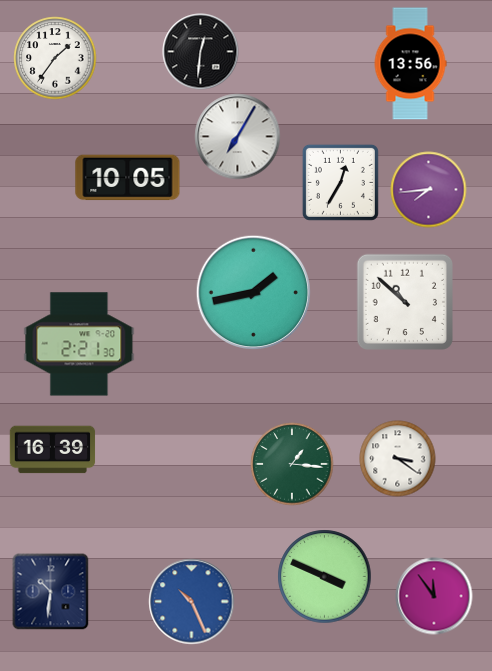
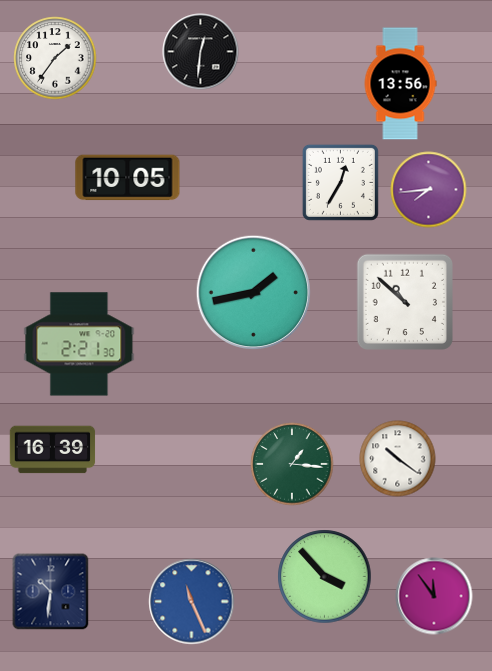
clock at (410, 64) position: (410, 64) -> (400, 84)
clock at (238, 137): 7:05 -> none
clock at (398, 459): 3:21 -> 10:21
clock at (325, 577): 3:49 -> 3:53
clock at (192, 602): 10:26 -> 11:26
